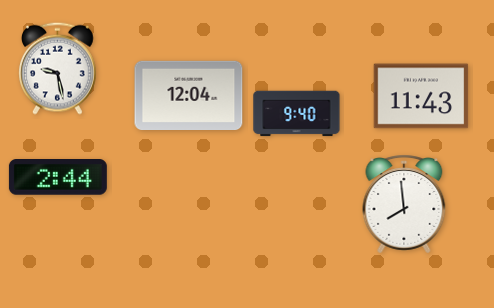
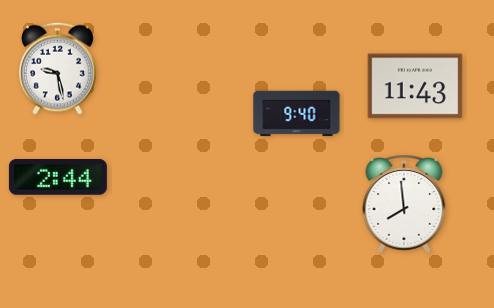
clock at (189, 95): 12:04 -> none
clock at (421, 96) position: (421, 96) -> (415, 86)
